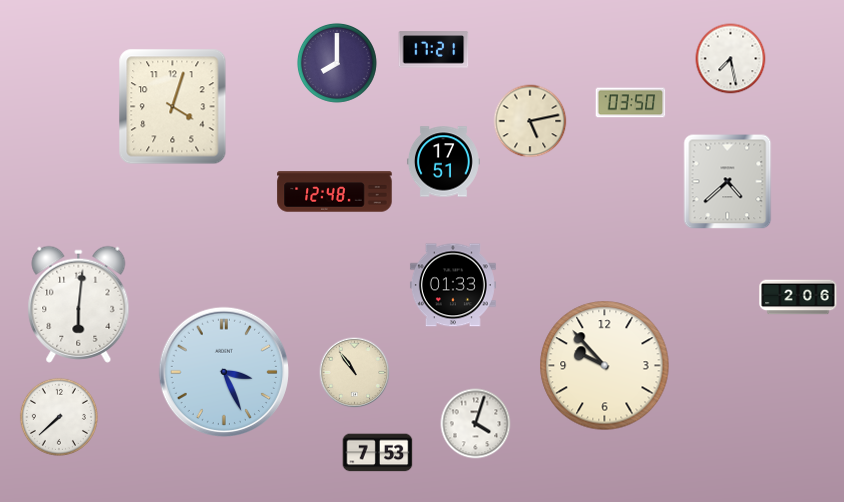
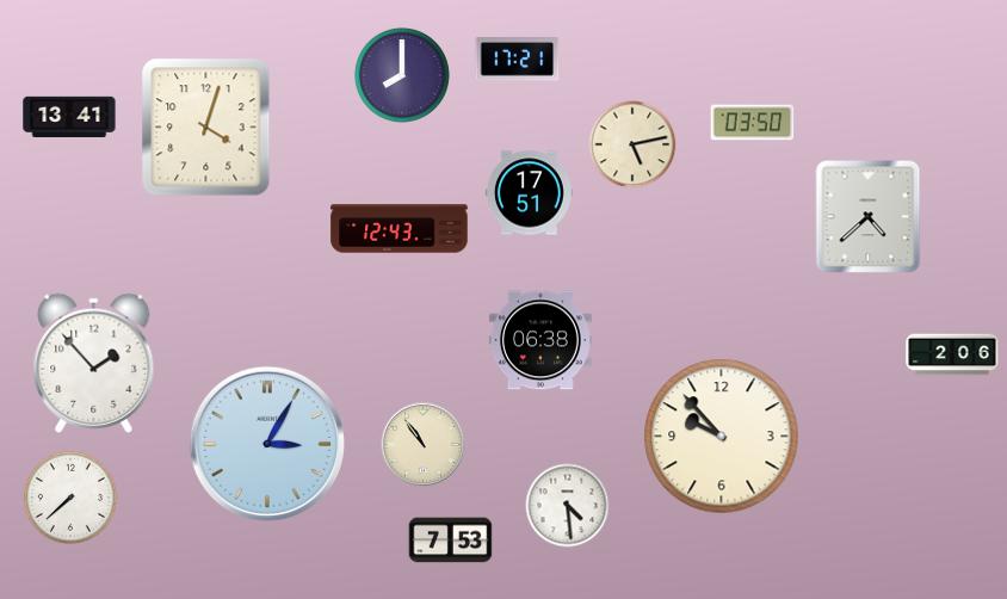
clock at (731, 59): 7:28 -> none
clock at (69, 116): none -> 13:41
clock at (335, 192): 12:48 -> 12:43
clock at (453, 285): 01:33 -> 06:38
clock at (79, 304): 6:01 -> 1:53
clock at (223, 371): 3:26 -> 3:05
clock at (476, 424): 4:03 -> 4:29
